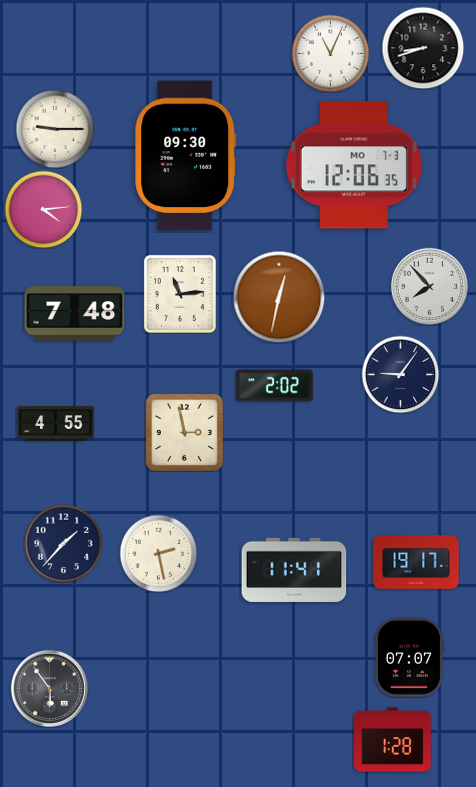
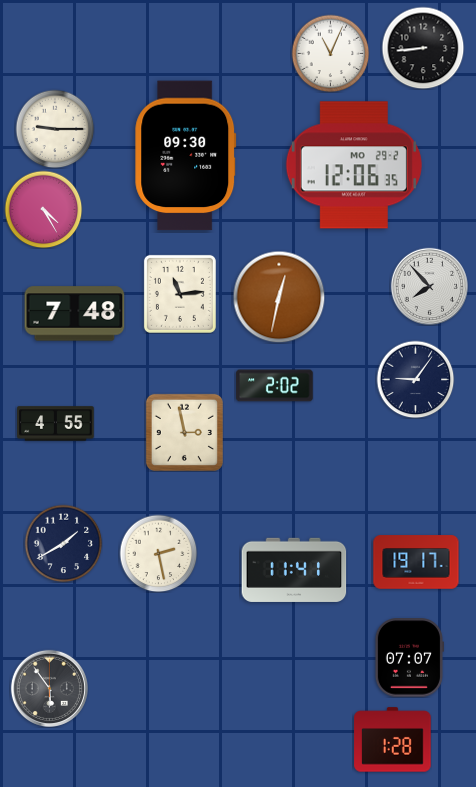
clock at (423, 48): 8:42 -> 8:44
clock at (354, 165) date: MO 7-3 -> MO 29-2
clock at (43, 209): 4:14 -> 4:25
clock at (400, 374) position: (400, 374) -> (415, 379)
clock at (63, 543): 1:37 -> 1:40
